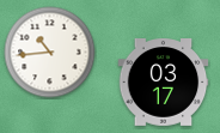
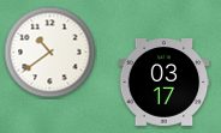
clock at (50, 53): 10:44 -> 10:39
